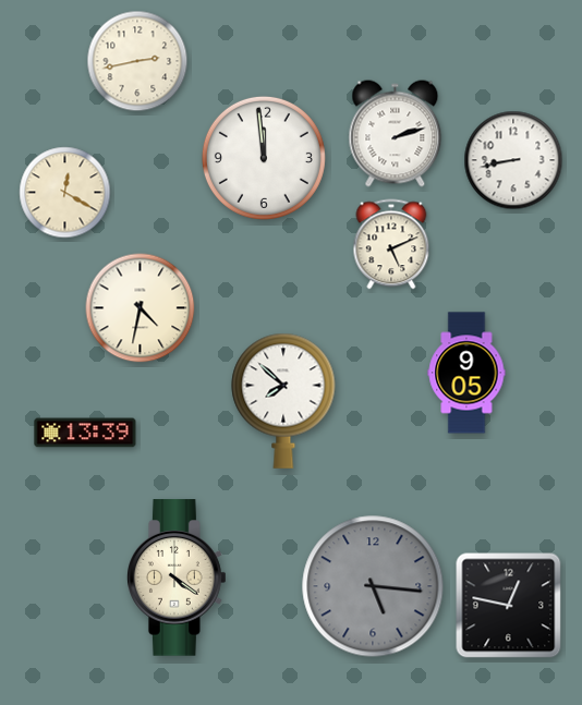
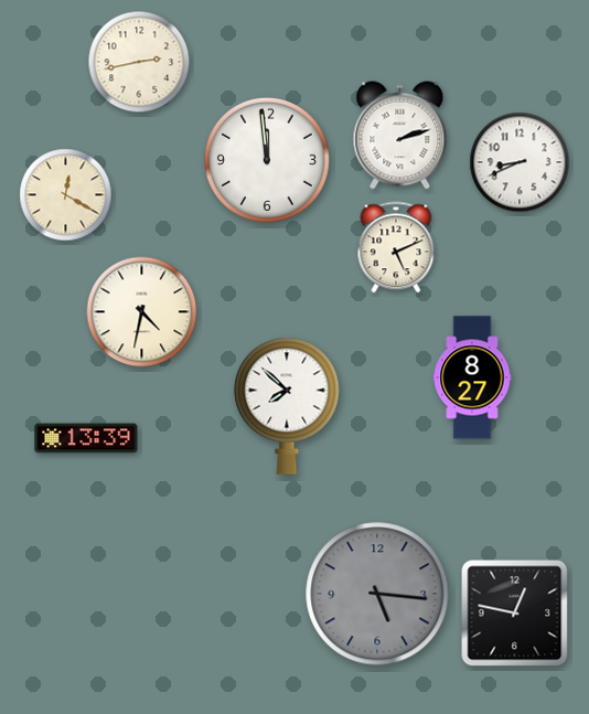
clock at (513, 160): 8:43 -> 8:41
clock at (466, 373): 9:05 -> 8:27
clock at (178, 578): 4:21 -> none
